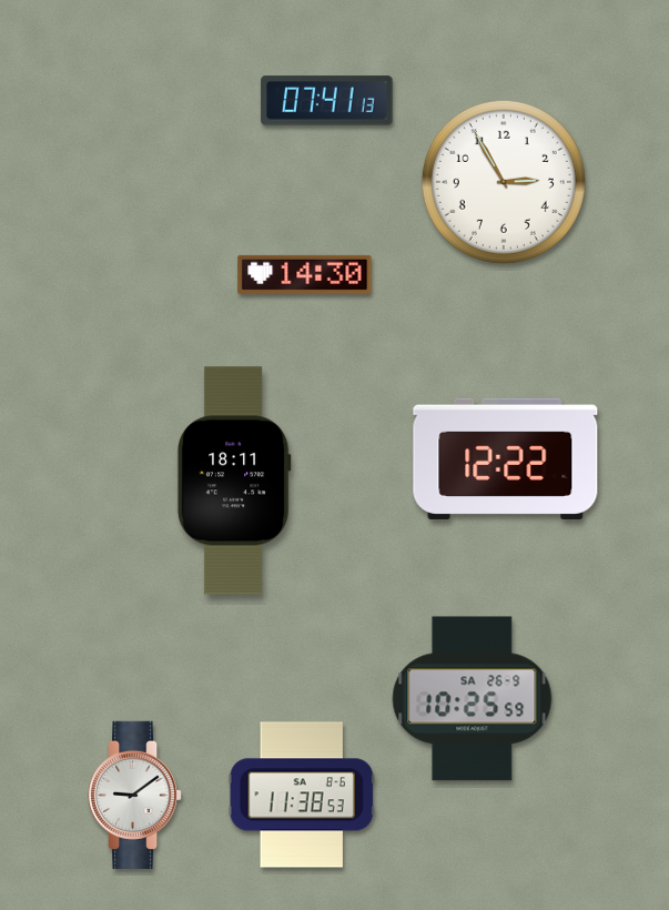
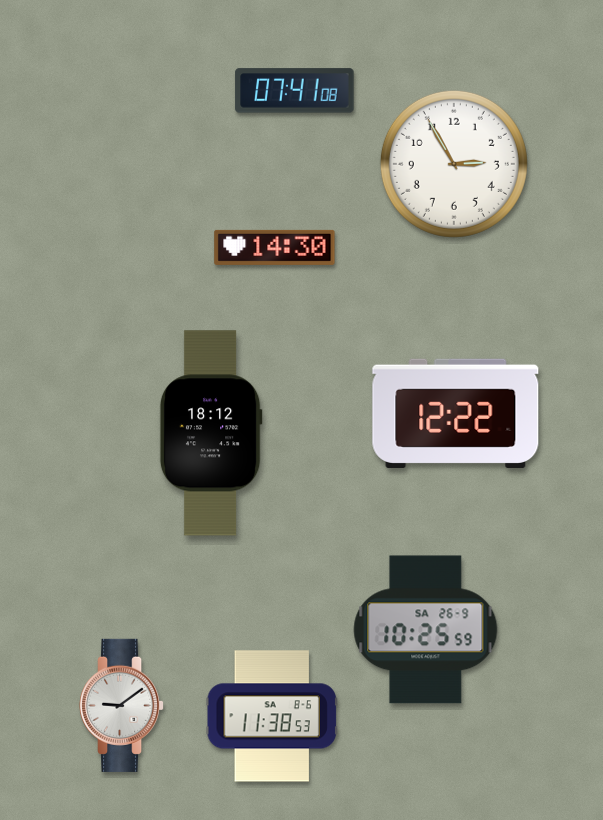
clock at (327, 101): 07:41:13 -> 07:41:08
clock at (234, 481): 18:11 -> 18:12
clock at (136, 795) position: (136, 795) -> (123, 705)
